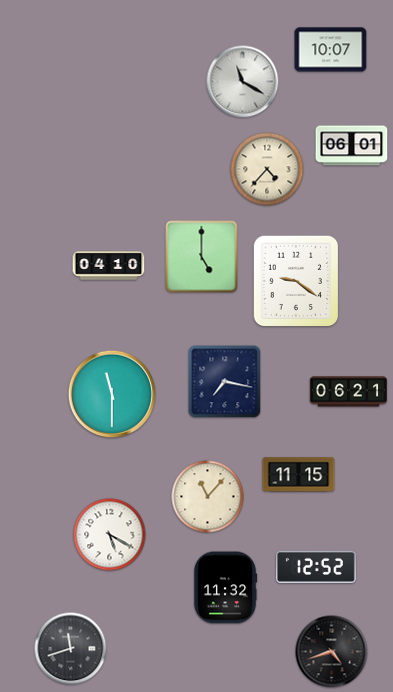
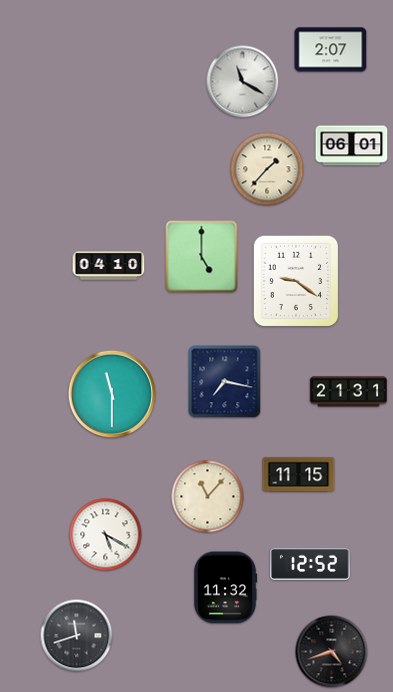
clock at (331, 50): 10:07 -> 2:07
clock at (267, 169): 4:37 -> 1:37
clock at (348, 392): 06:21 -> 21:31
clock at (110, 535) position: (110, 535) -> (106, 535)
clock at (317, 567) position: (317, 567) -> (311, 564)
clock at (71, 649) position: (71, 649) -> (77, 636)
